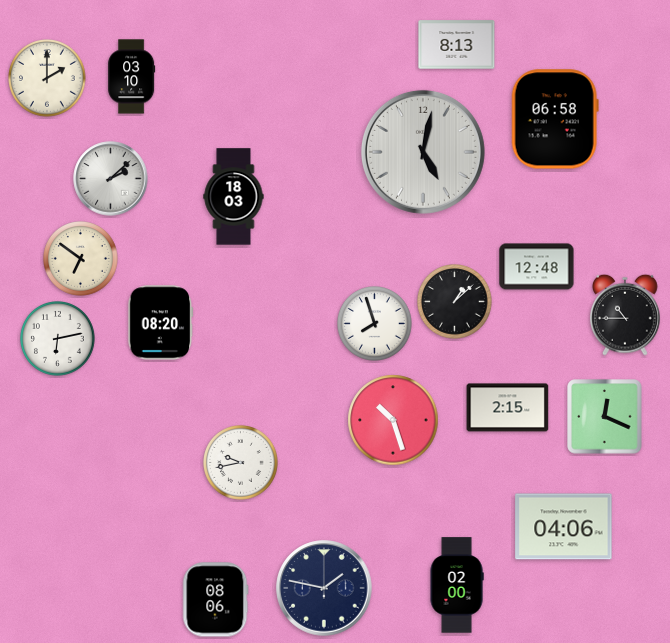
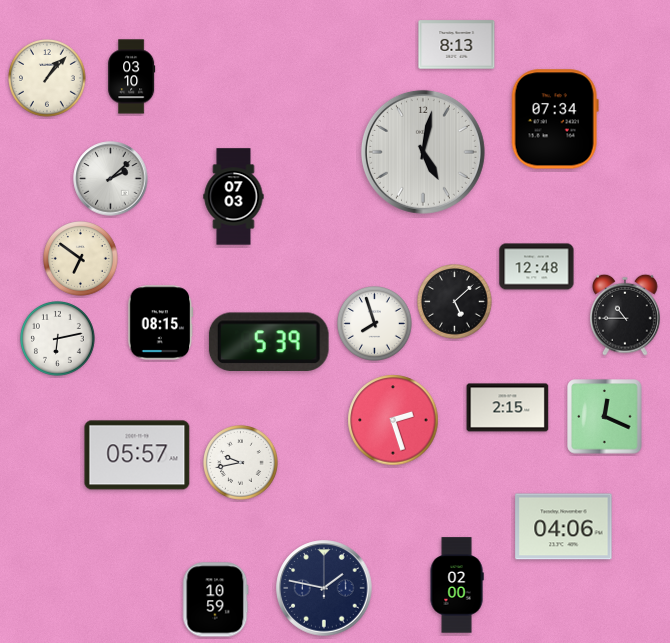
clock at (47, 78): 2:00 -> 1:07
clock at (555, 119): 06:58 -> 07:34
clock at (234, 197): 18:03 -> 07:03
clock at (455, 302): 1:08 -> 5:08
clock at (161, 323): 08:20 -> 08:15
clock at (269, 342): none -> 5:39
clock at (393, 420): 10:27 -> 2:27
clock at (137, 455): none -> 05:57
clock at (215, 600): 08:06 -> 10:59
